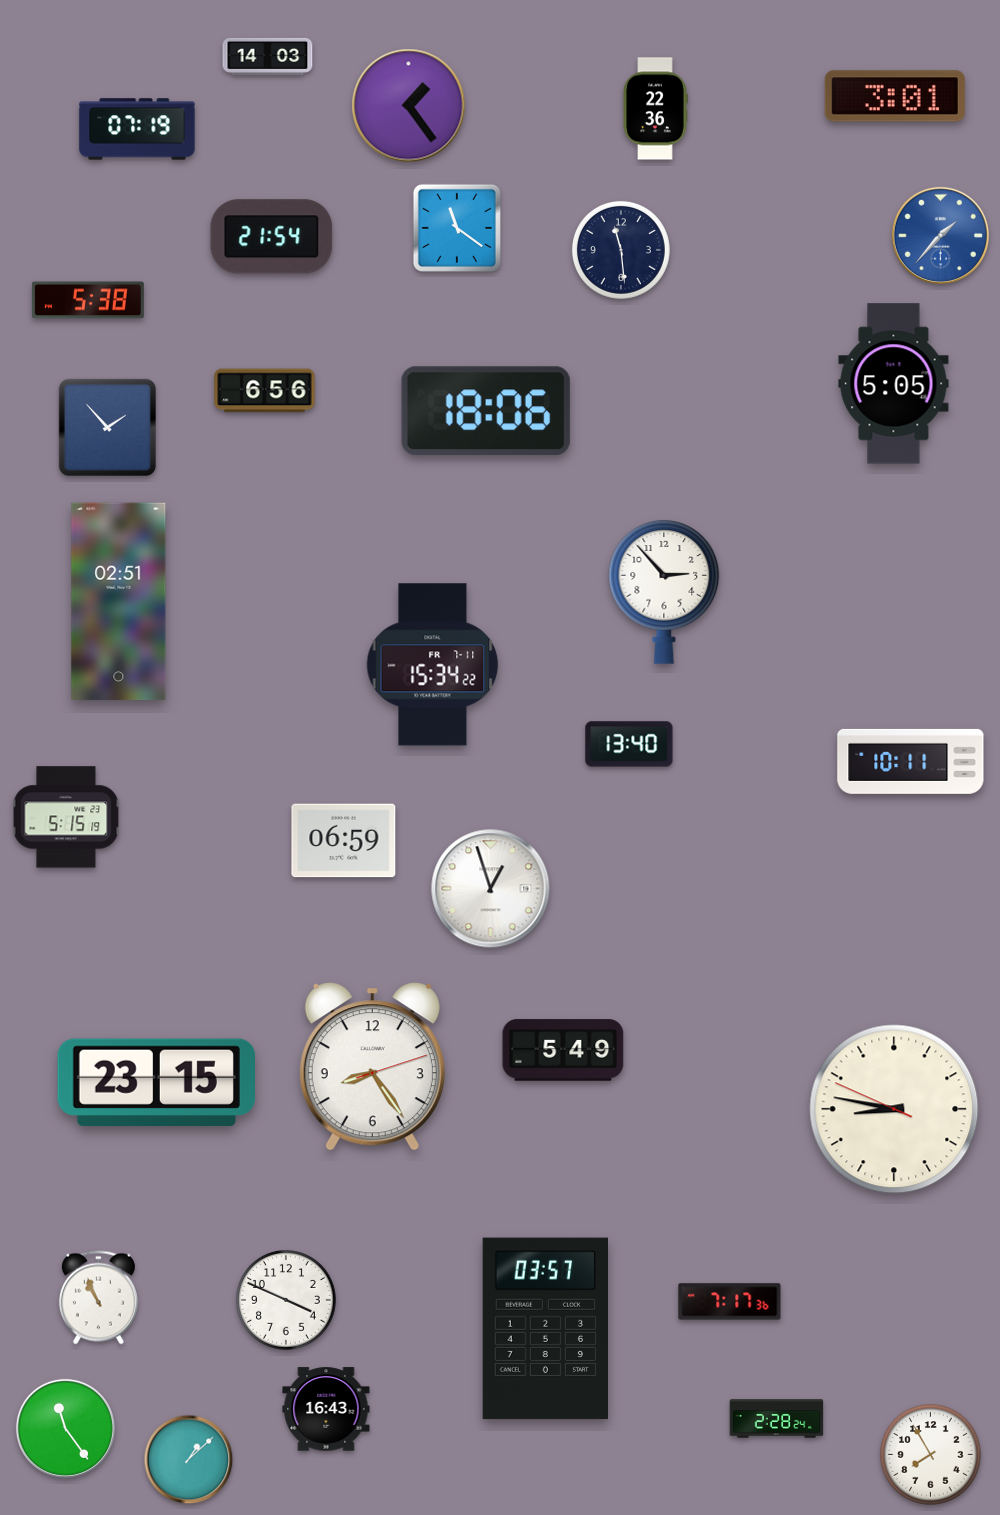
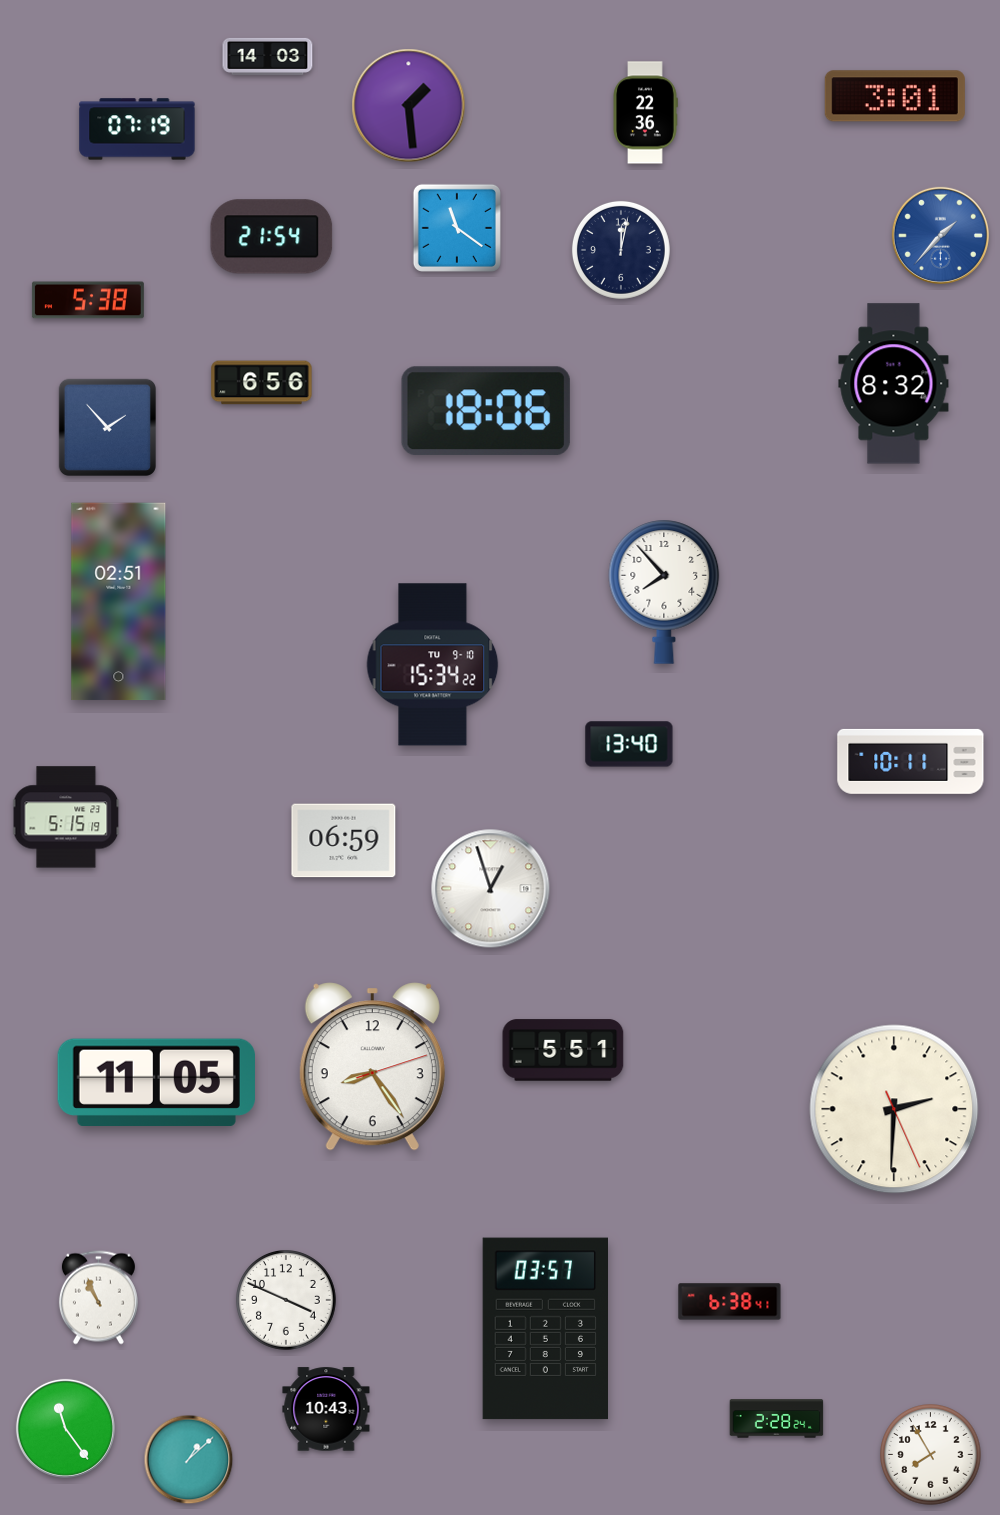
clock at (409, 106): 1:24 -> 1:29
clock at (655, 109) position: (655, 109) -> (645, 113)
clock at (621, 250): 11:29 -> 12:02
clock at (894, 384): 5:05 -> 8:32
clock at (265, 391) position: (265, 391) -> (262, 383)
clock at (664, 592): 2:53 -> 7:53
clock at (433, 665) date: FR 7-11 -> TU 9-10
clock at (563, 1050): 5:49 -> 5:51
clock at (156, 1082): 23:15 -> 11:05
clock at (894, 1109): 8:46 -> 2:30
clock at (730, 1302): 7:17 -> 6:38
clock at (326, 1409): 16:43 -> 10:43
